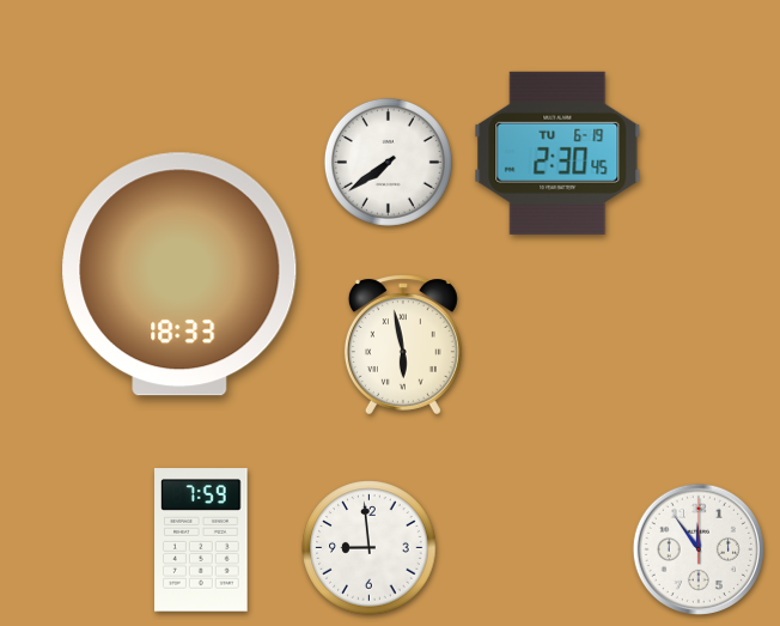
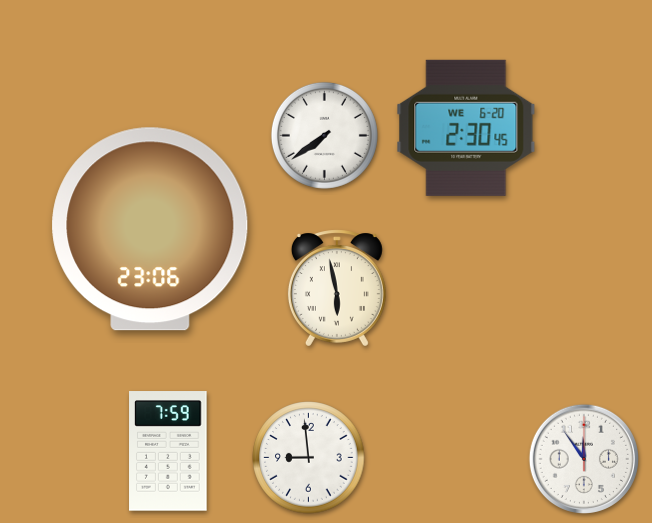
clock at (557, 153) date: TU 6-19 -> WE 6-20
clock at (179, 274): 18:33 -> 23:06
